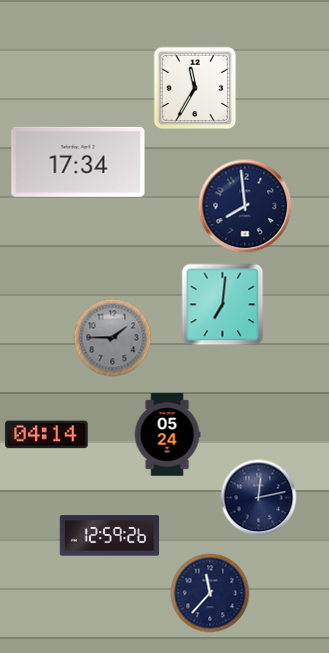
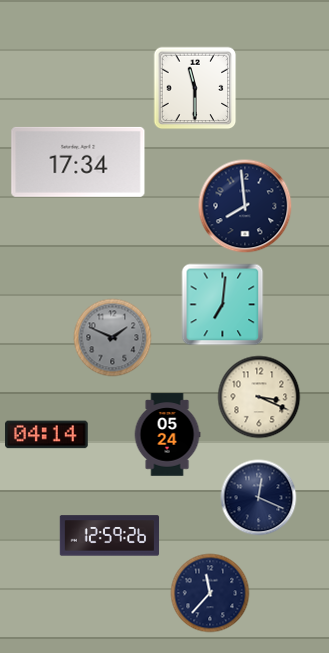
clock at (195, 88): 11:35 -> 11:30
clock at (113, 338): 1:45 -> 1:49
clock at (259, 397): none -> 3:19
clock at (259, 498): 12:13 -> 12:19
